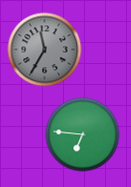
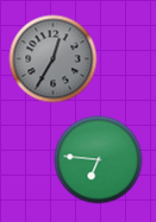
clock at (45, 50): 11:35 -> 12:35
